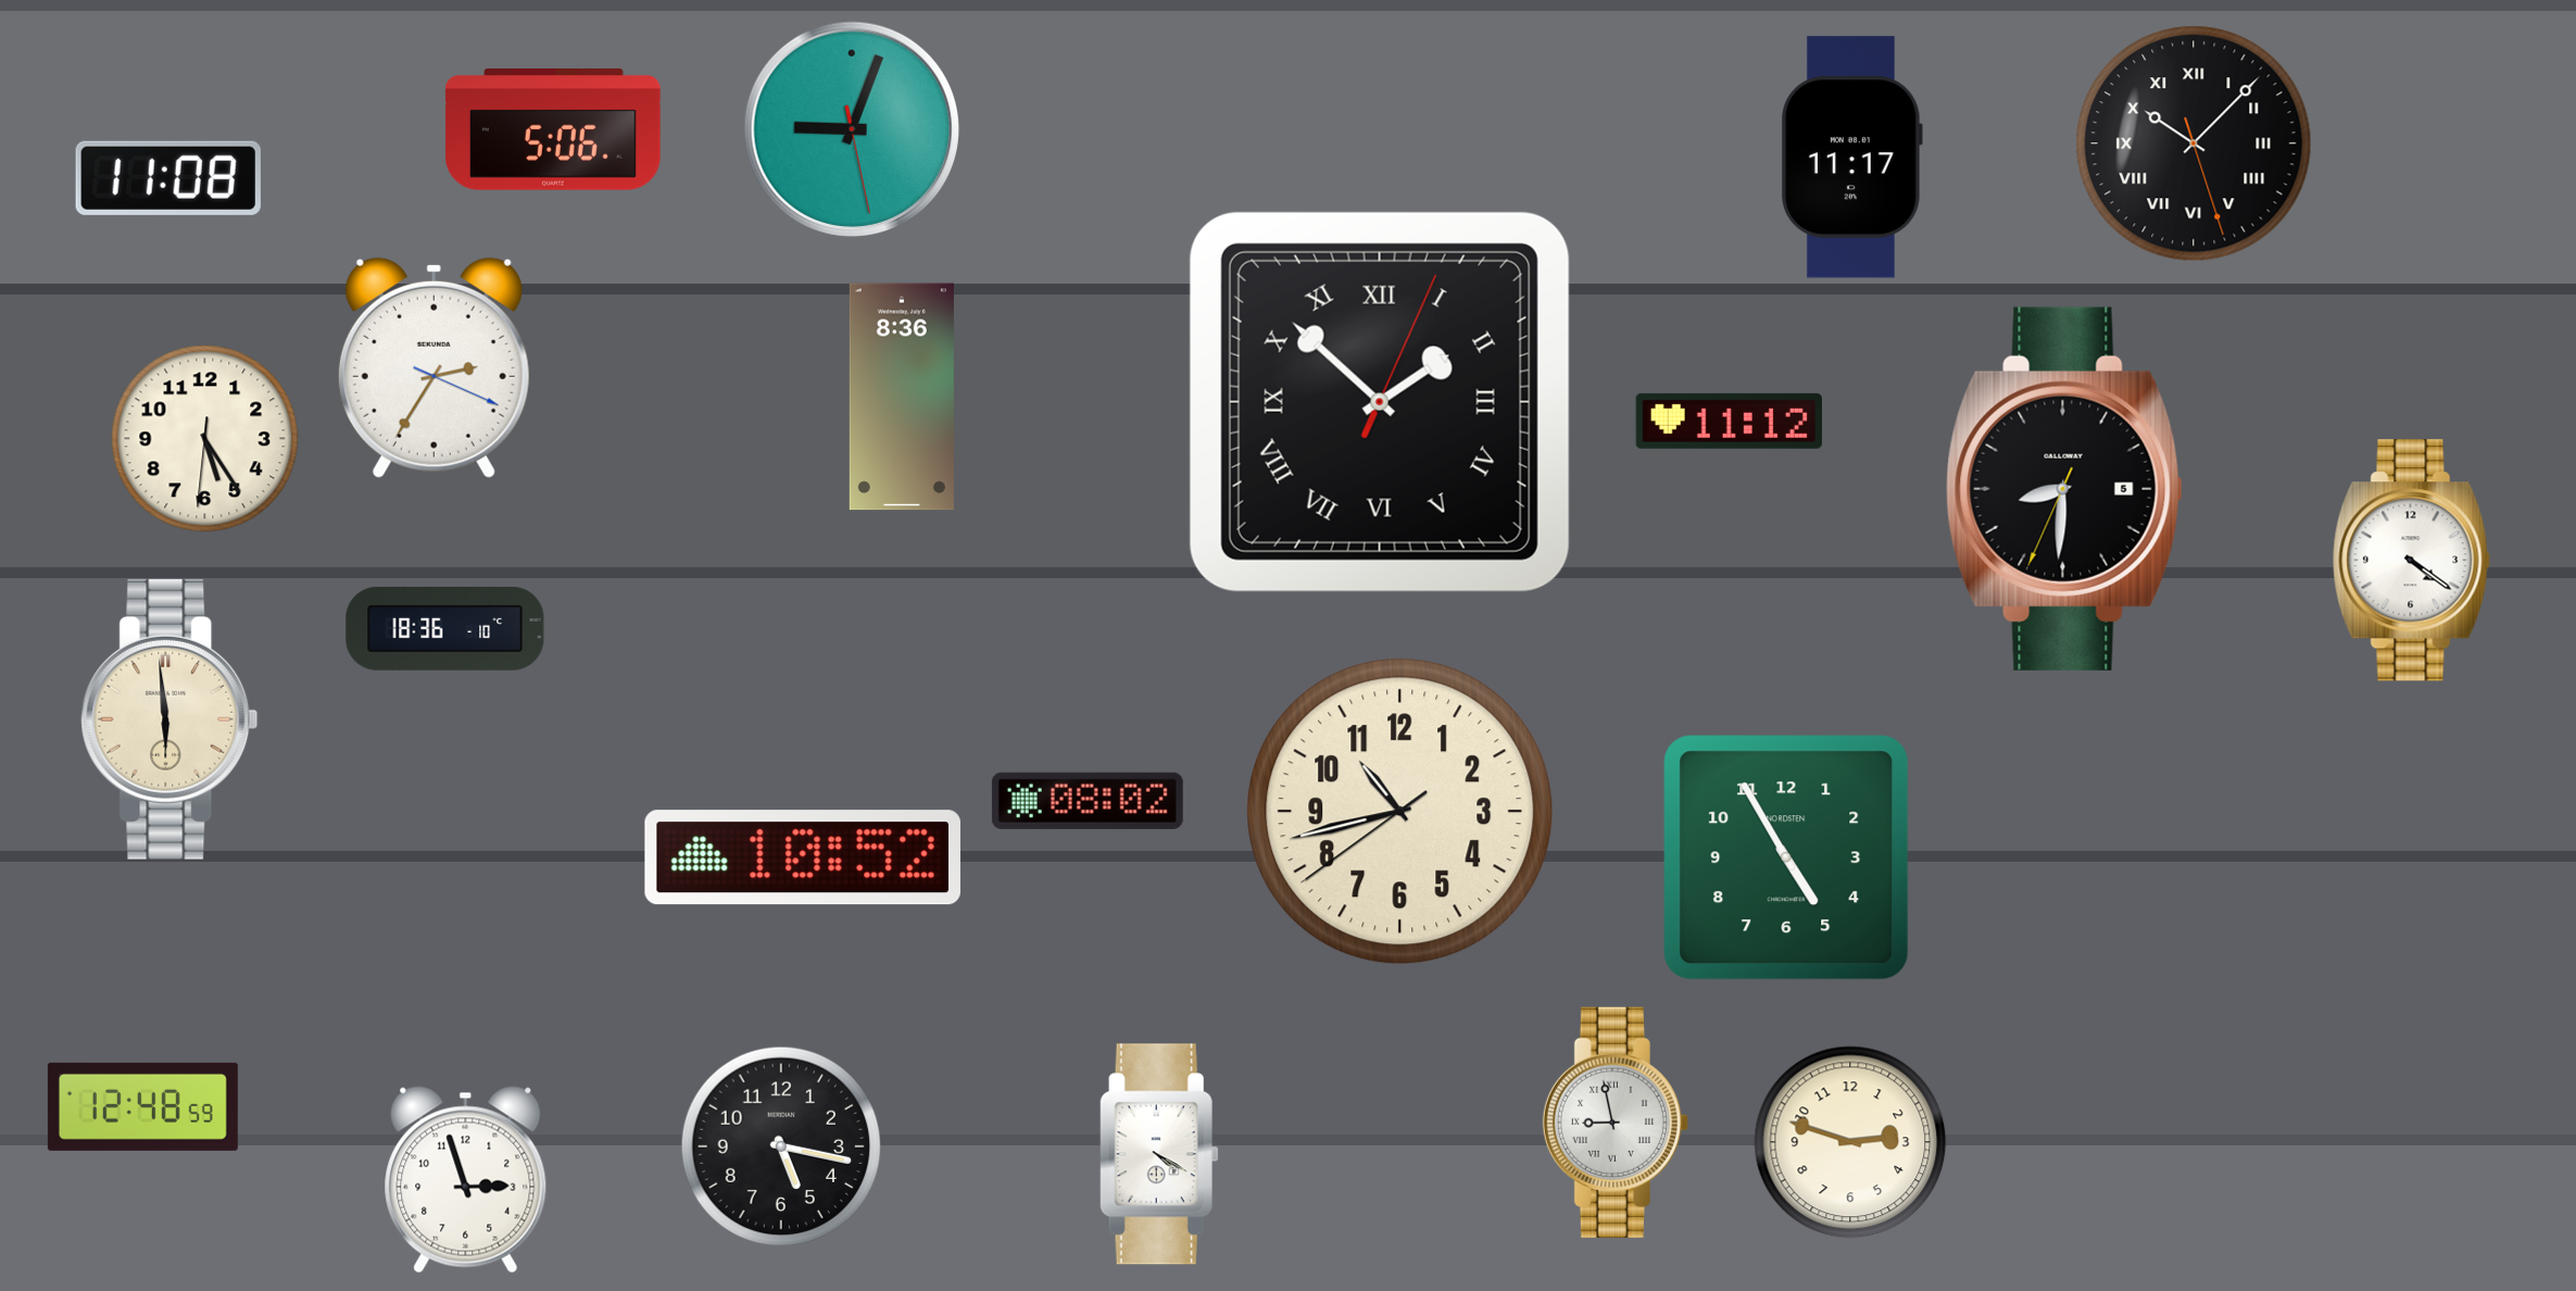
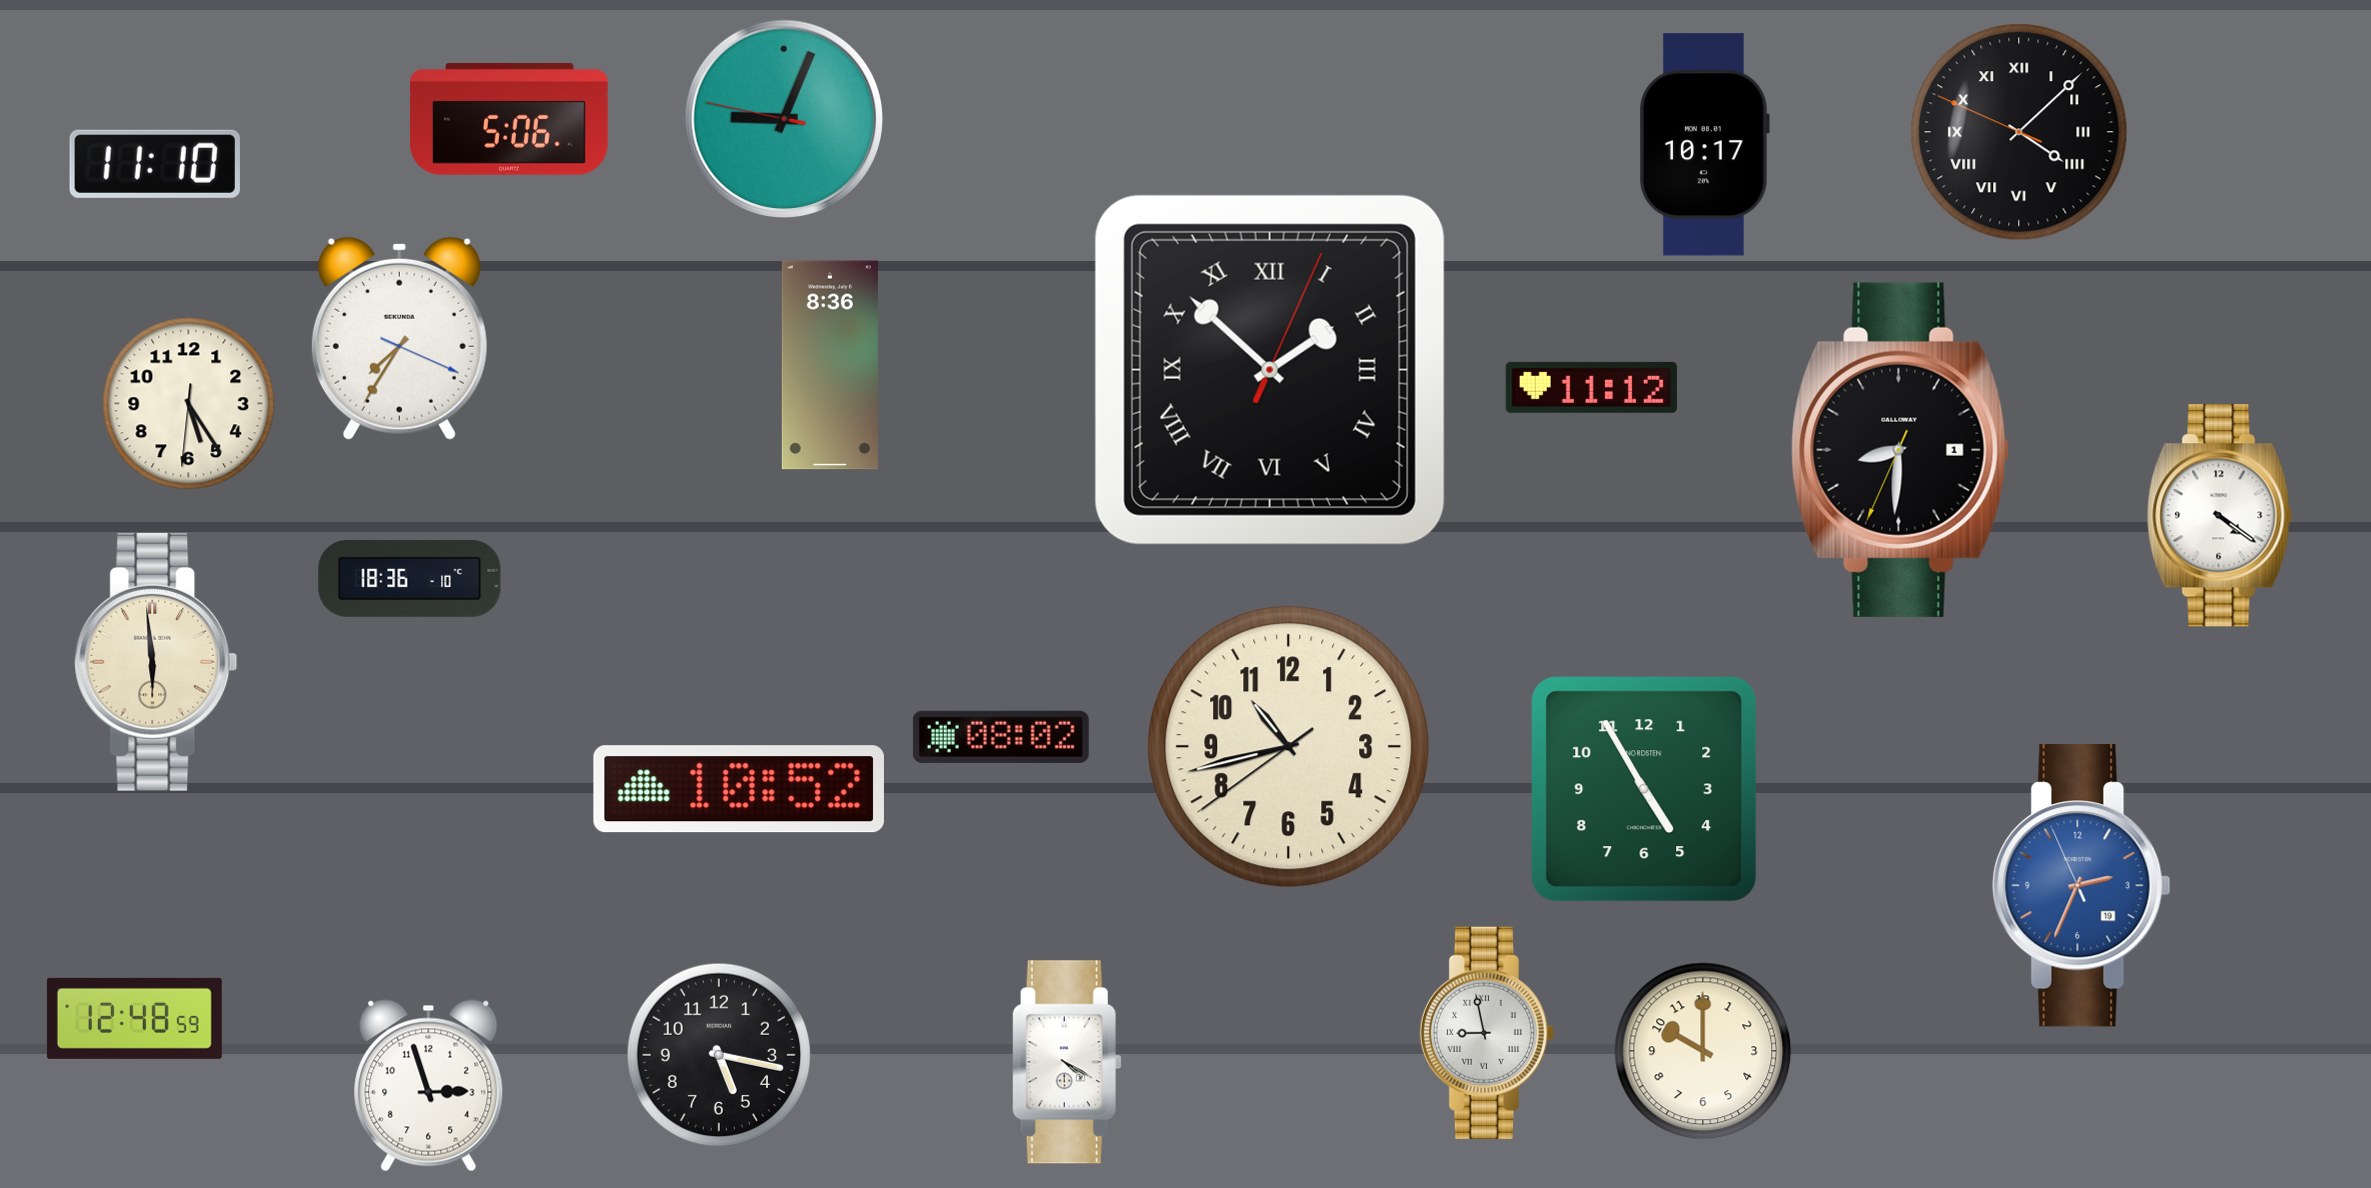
clock at (852, 129): 9:03:28 -> 9:03:47
clock at (2194, 143): 10:07 -> 4:07
clock at (1851, 158): 11:17 -> 10:17
clock at (168, 178): 11:08 -> 11:10
clock at (433, 367): 2:35 -> 7:35
clock at (2064, 489) date: 5 -> 1
clock at (2082, 886): none -> 2:33
clock at (142, 1106) position: (142, 1106) -> (134, 1018)
clock at (1850, 1142): 2:48 -> 10:00
